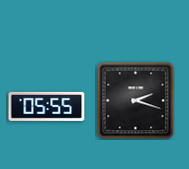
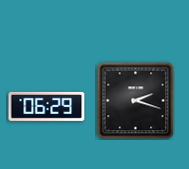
clock at (47, 106): 05:55 -> 06:29
